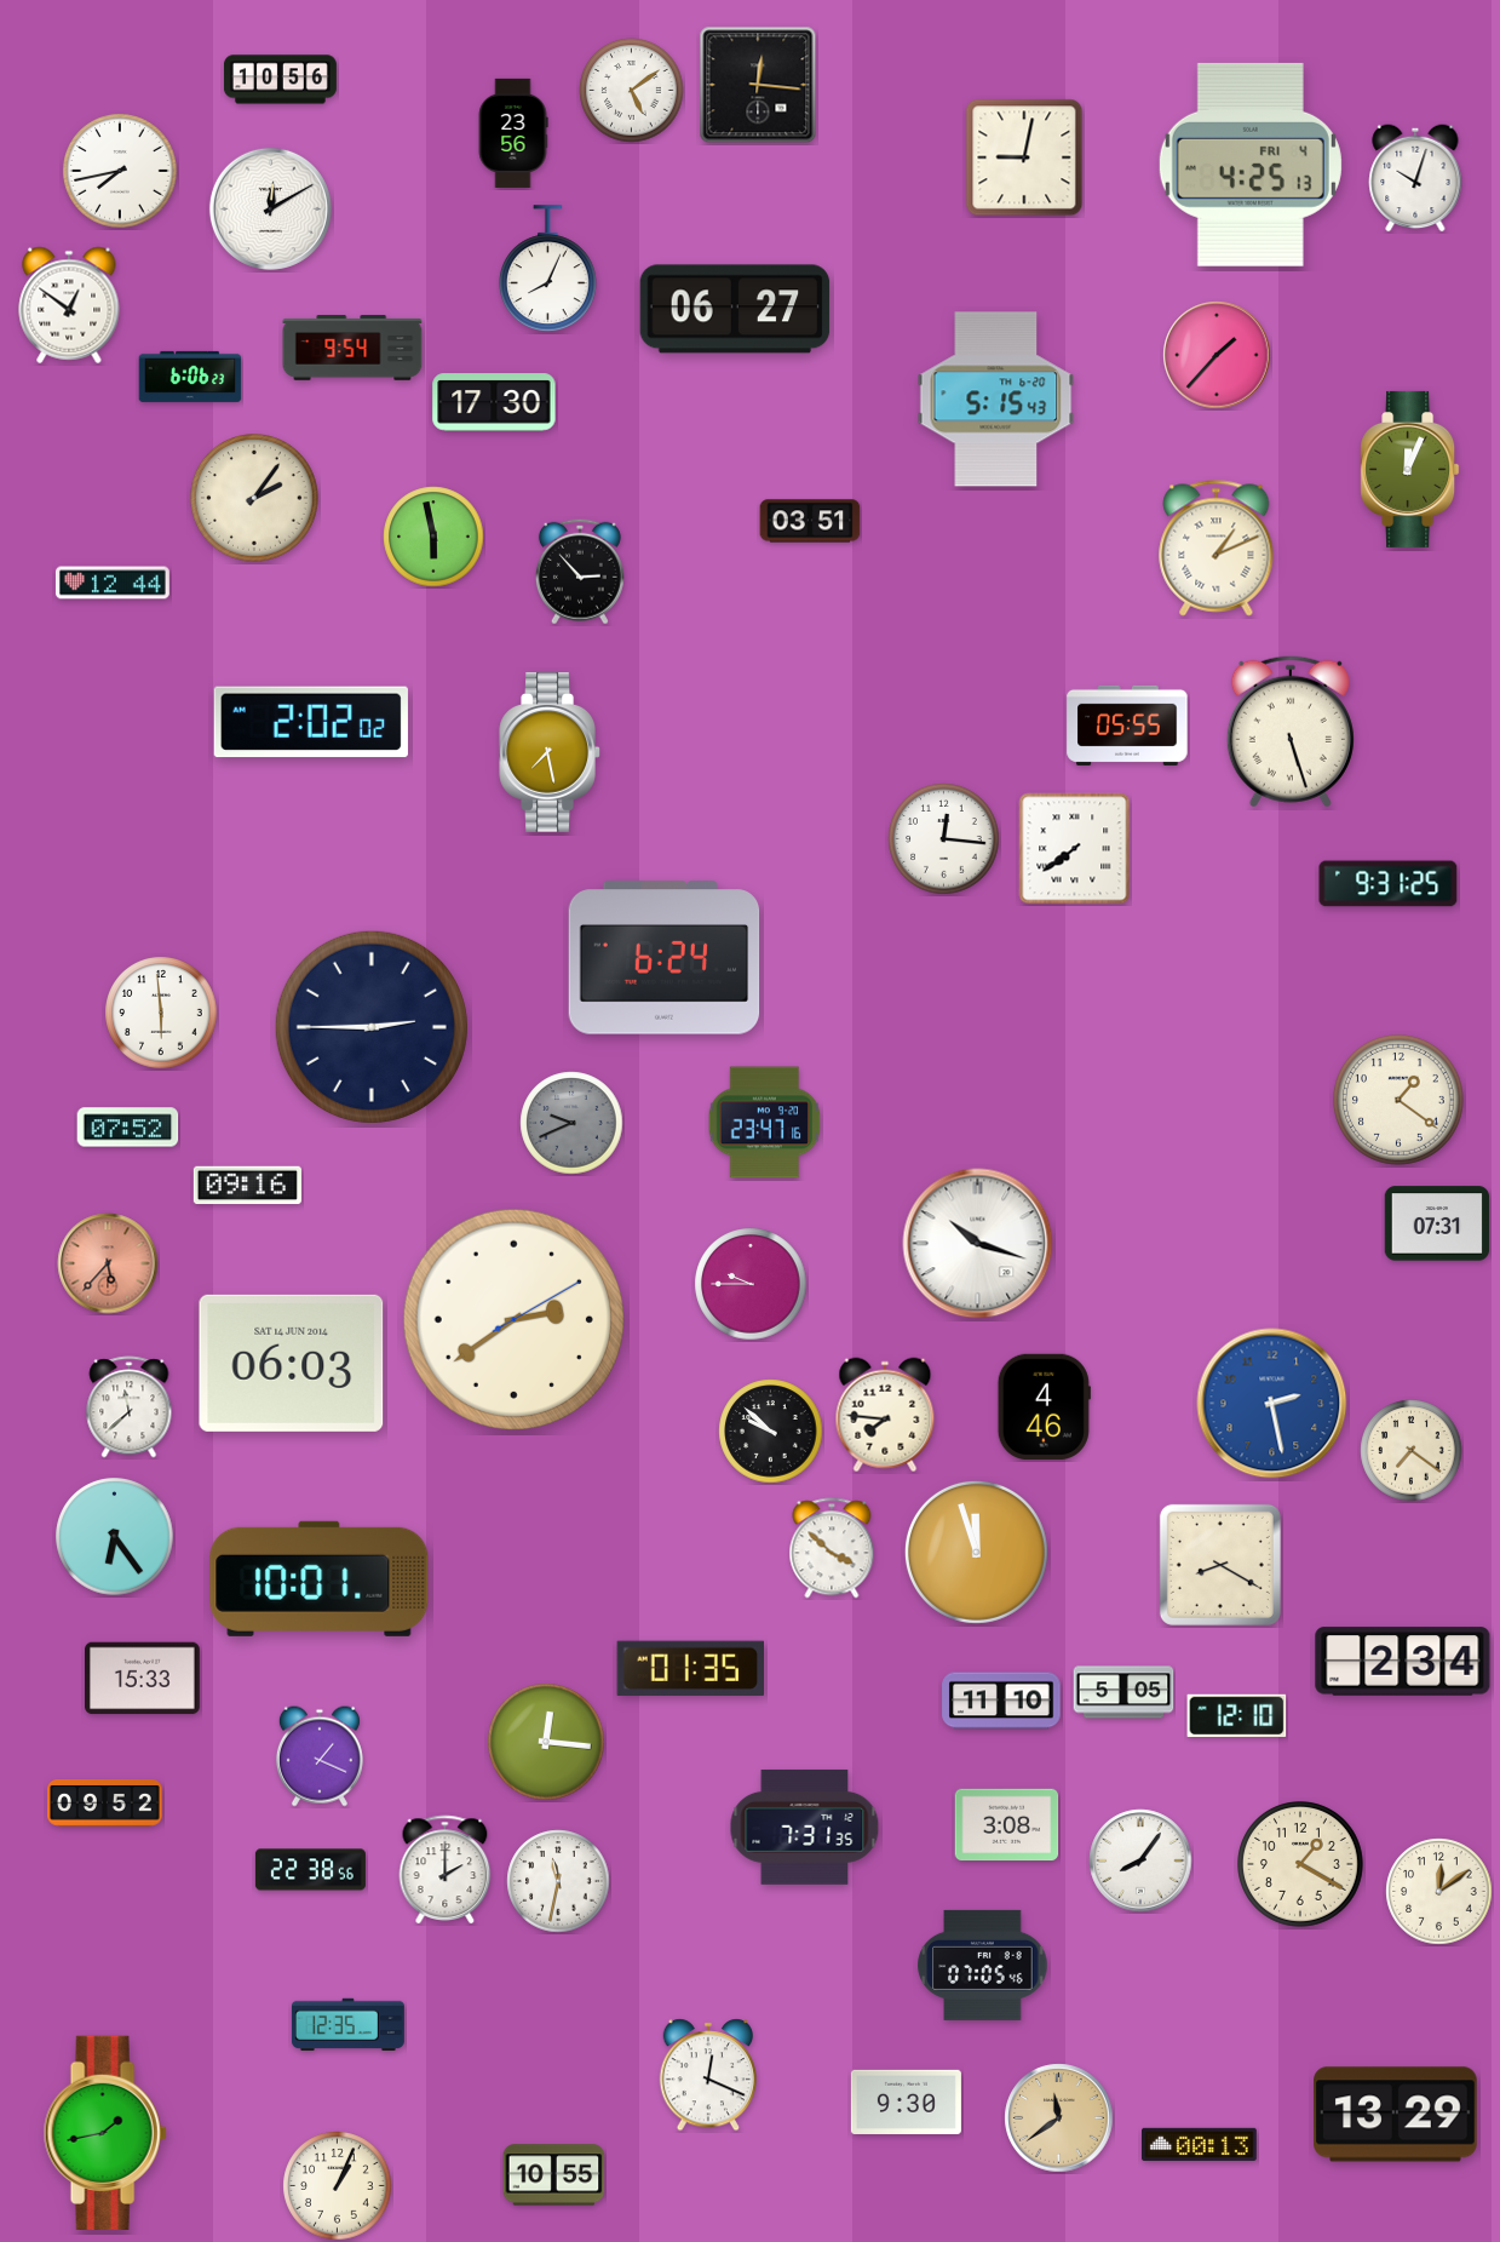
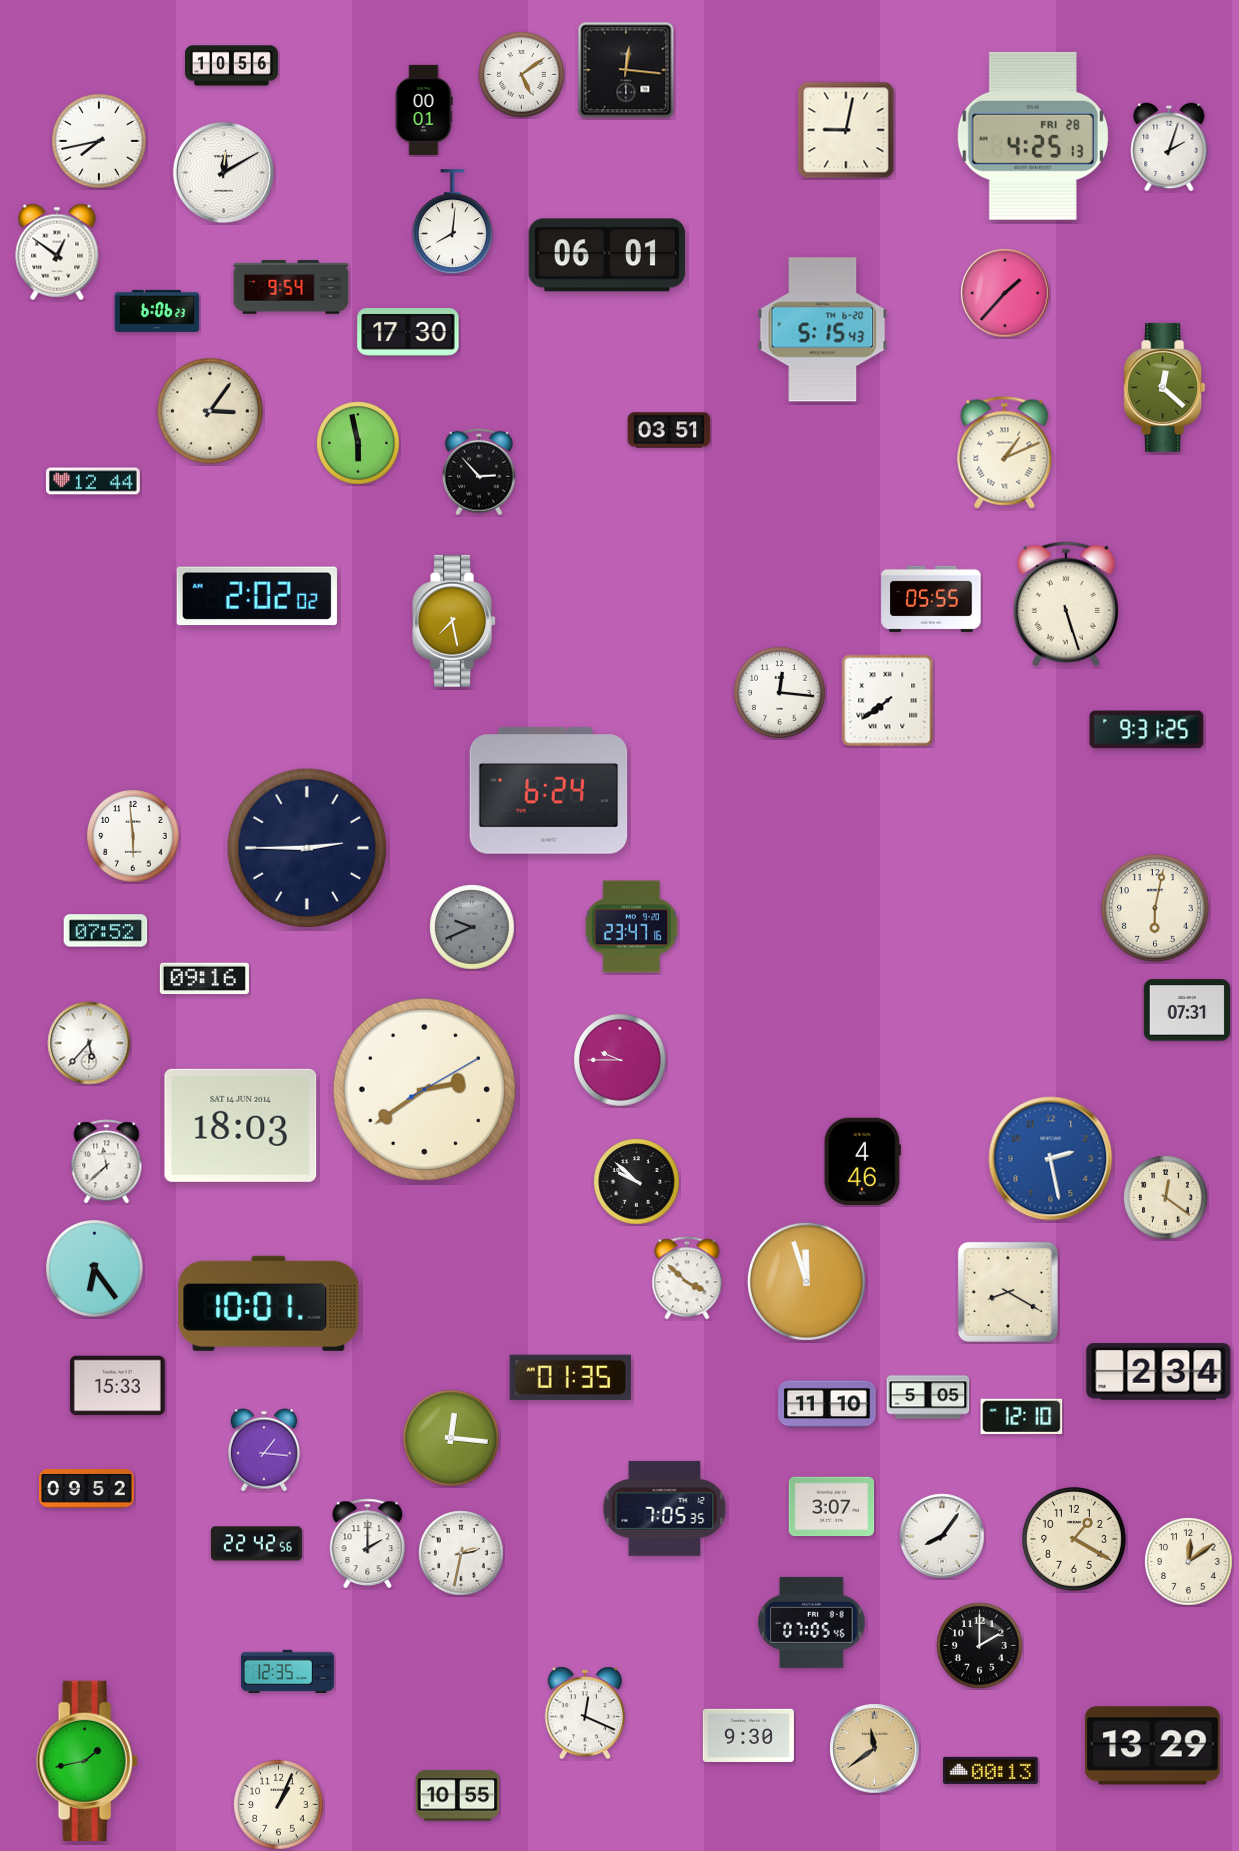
clock at (513, 133): 23:56 -> 00:01
clock at (1251, 165) date: FRI 4 -> FRI 28
clock at (1415, 178): 10:03 -> 2:03
clock at (547, 269): 8:04 -> 8:01
clock at (735, 309): 06:27 -> 06:01
clock at (1410, 469): 12:04 -> 12:22
clock at (255, 499): 2:06 -> 3:06
clock at (1398, 1101): 1:21 -> 6:02
clock at (978, 1244): 10:18 -> none
clock at (108, 1263) dial: salmon -> white
clock at (292, 1363): 06:03 -> 18:03
clock at (885, 1415): 7:46 -> none
clock at (1412, 1451): 7:21 -> 12:21
clock at (320, 1578) position: (320, 1578) -> (269, 1303)
clock at (320, 1756): 1:19 -> 1:16
clock at (1007, 1825): 3:08 -> 3:07
clock at (805, 1827): 7:31 -> 7:05
clock at (310, 1870): 22:38 -> 22:42
clock at (558, 1881): 11:32 -> 2:32
clock at (980, 1646): none -> 2:00
